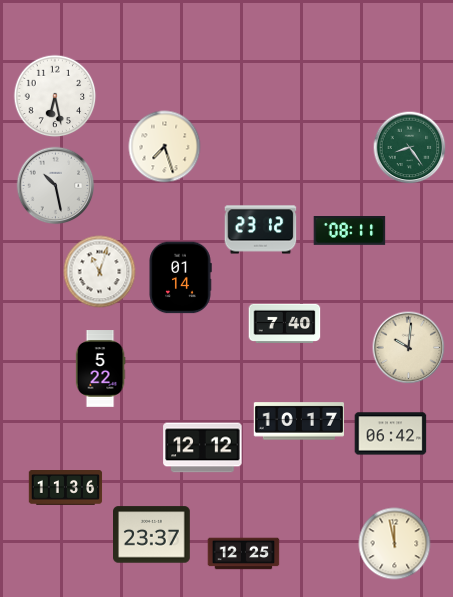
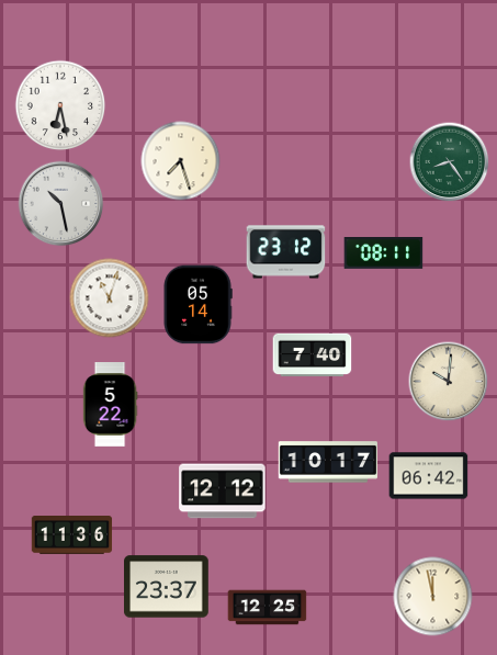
clock at (180, 278): 01:14 -> 05:14
